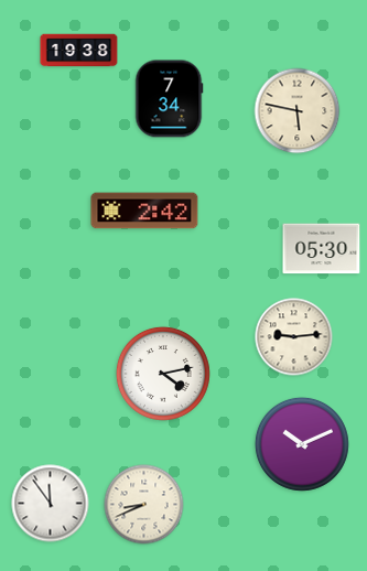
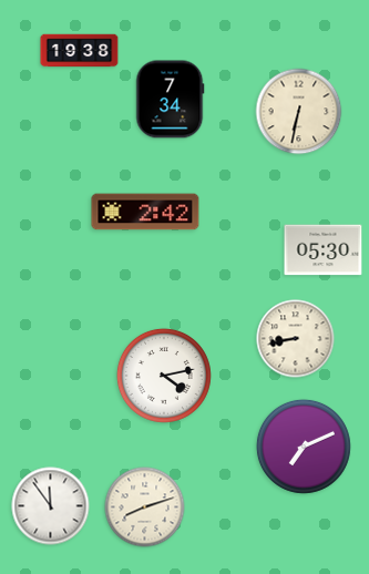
clock at (298, 111): 5:47 -> 6:32
clock at (294, 337): 9:14 -> 8:43
clock at (302, 444): 10:11 -> 7:11
clock at (144, 505): 8:41 -> 8:12
